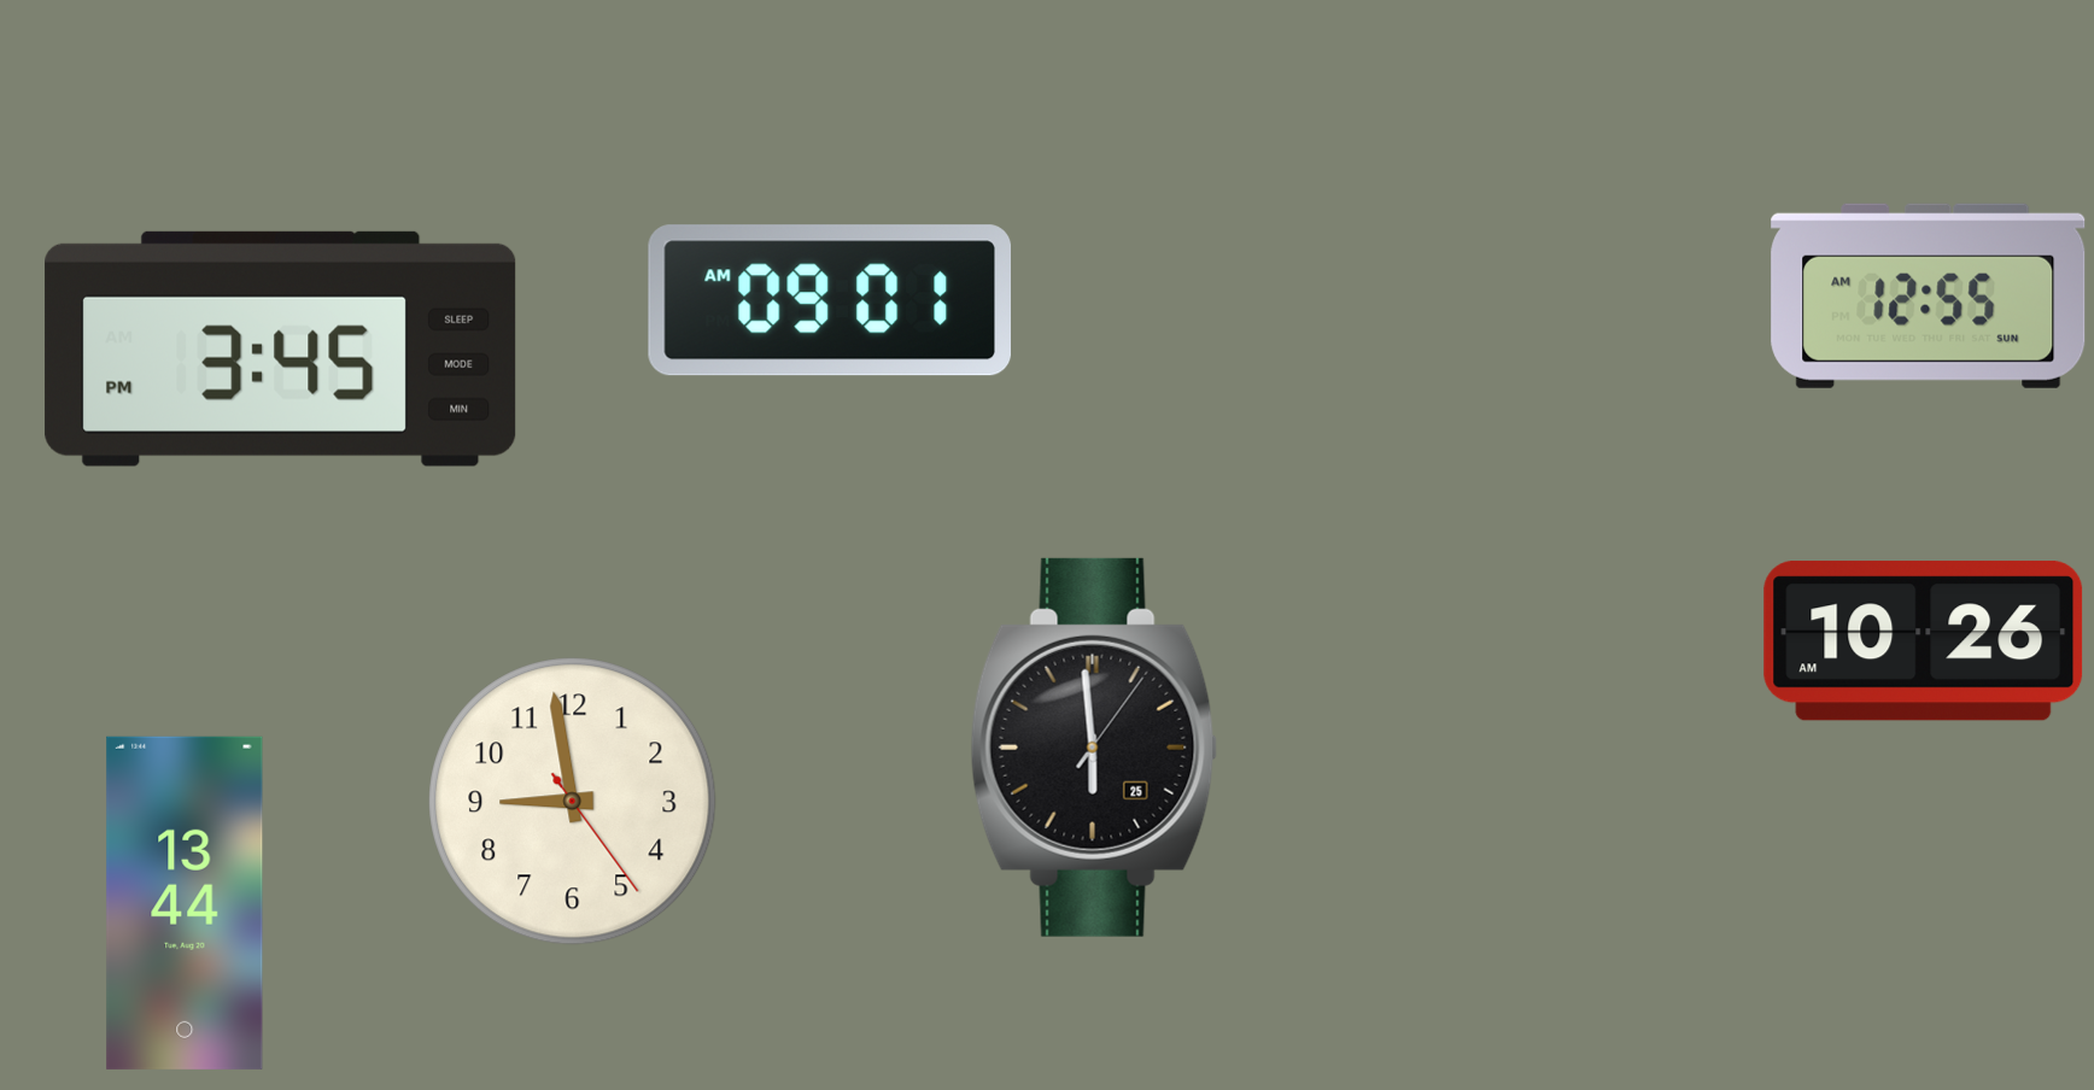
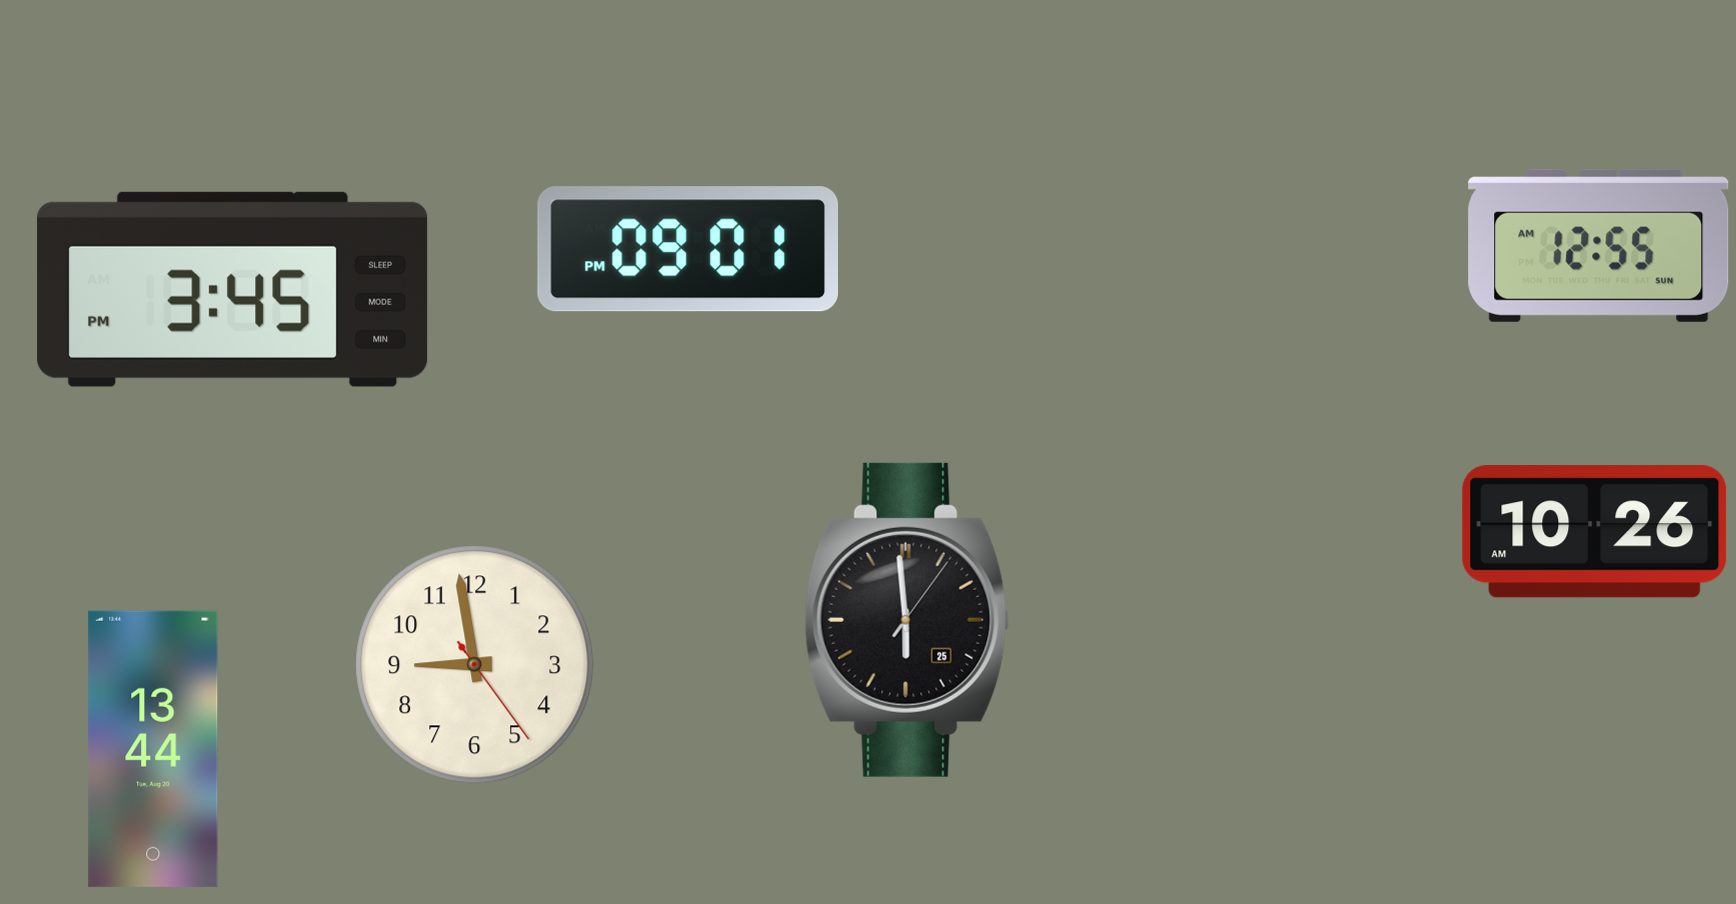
clock at (829, 300): 09:01 AM -> 09:01 PM
